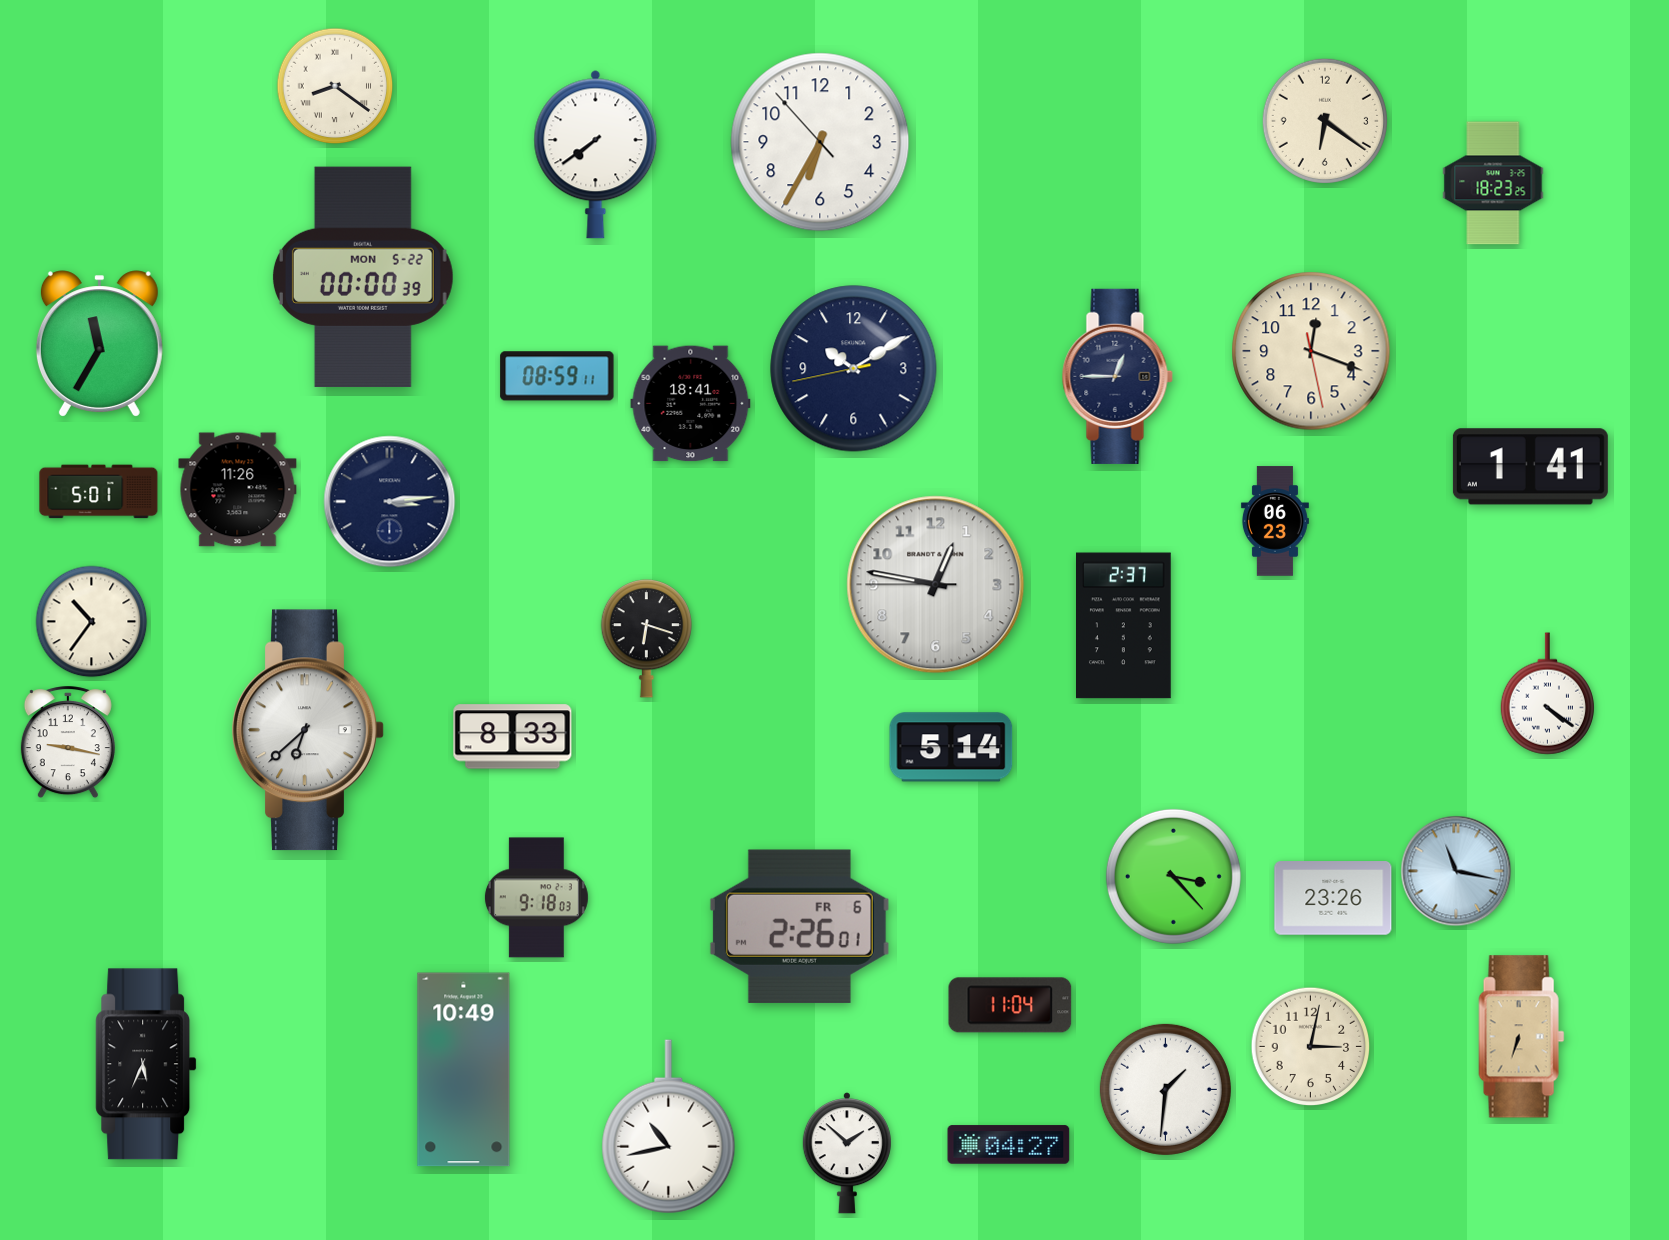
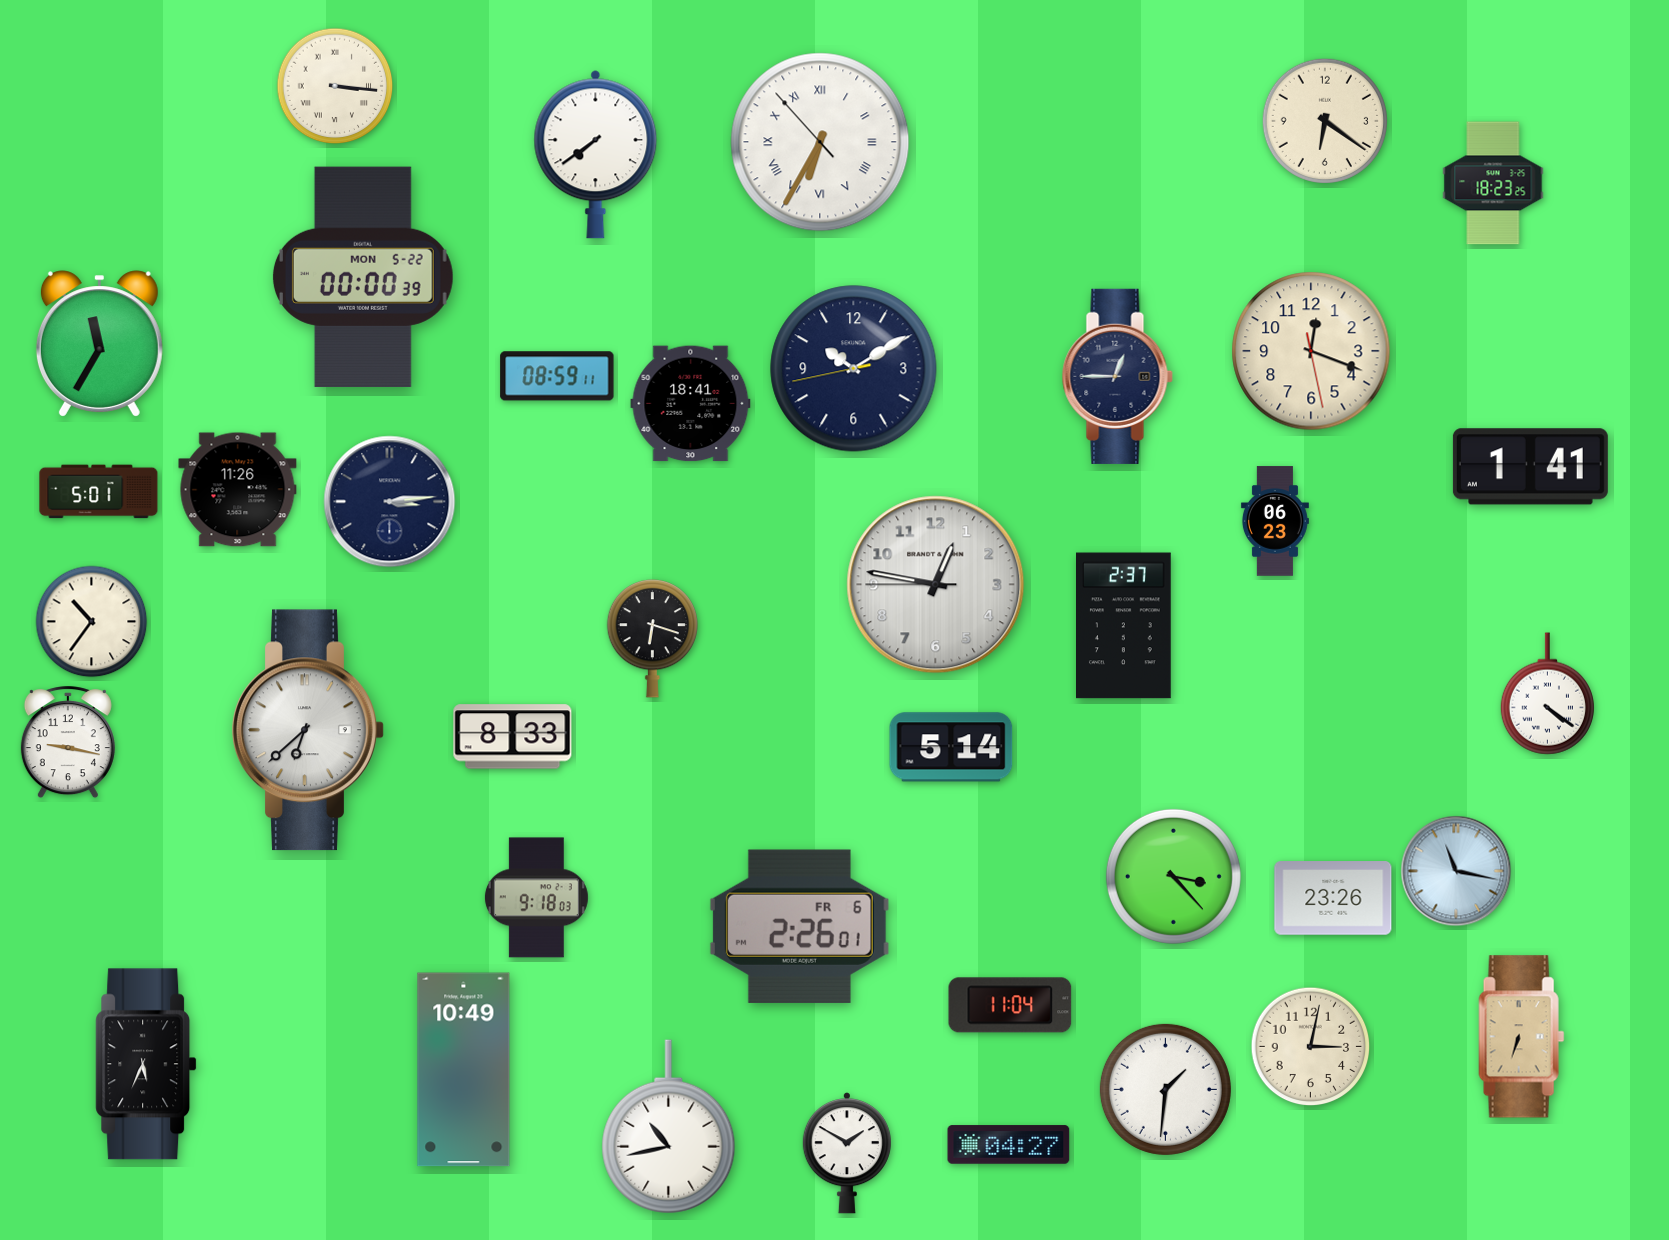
clock at (335, 86): 8:21 -> 3:16
clock at (820, 142) numerals: Arabic -> Roman
clock at (646, 639) position: (646, 639) -> (652, 639)
clock at (847, 1153): 1:52 -> 1:50
